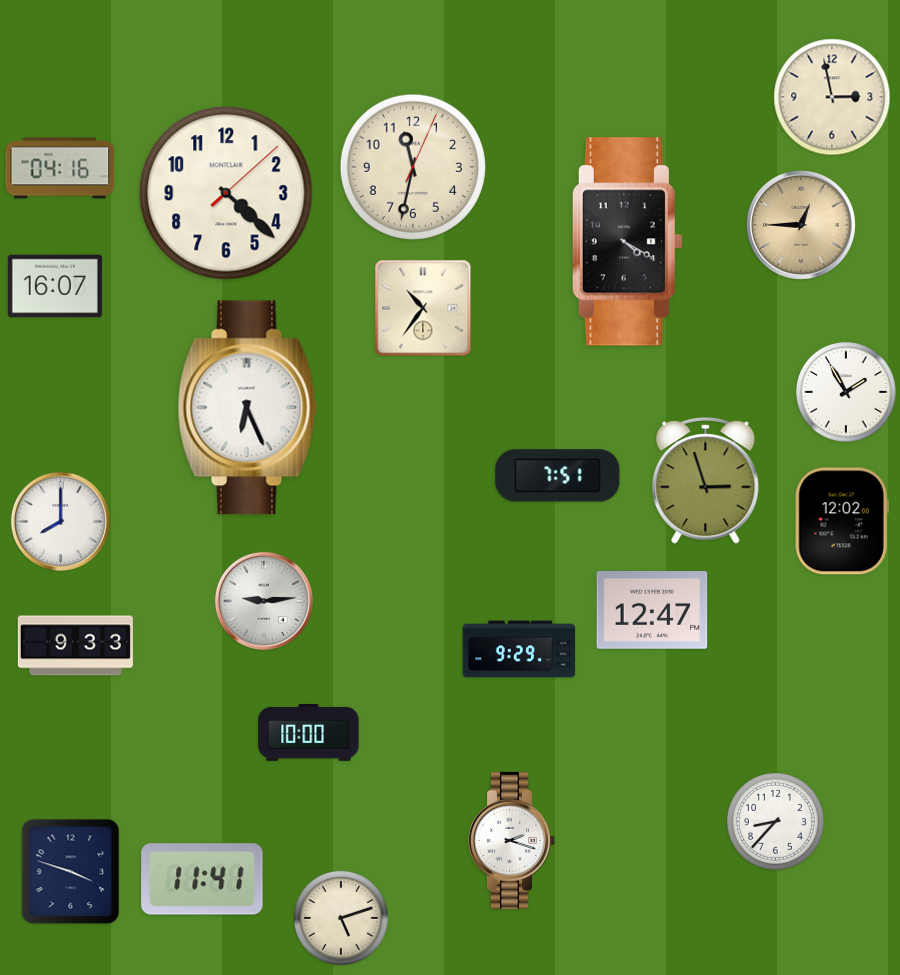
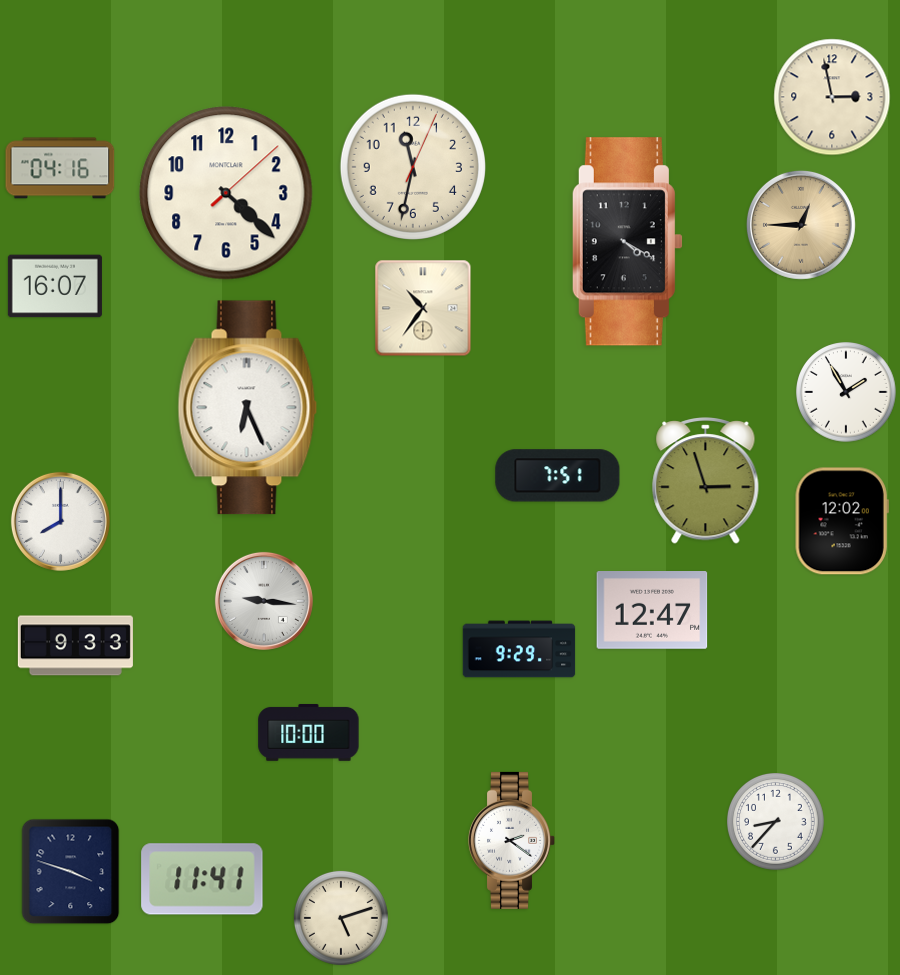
clock at (264, 601): 9:14 -> 9:16
clock at (512, 840): 2:18 -> 2:21
